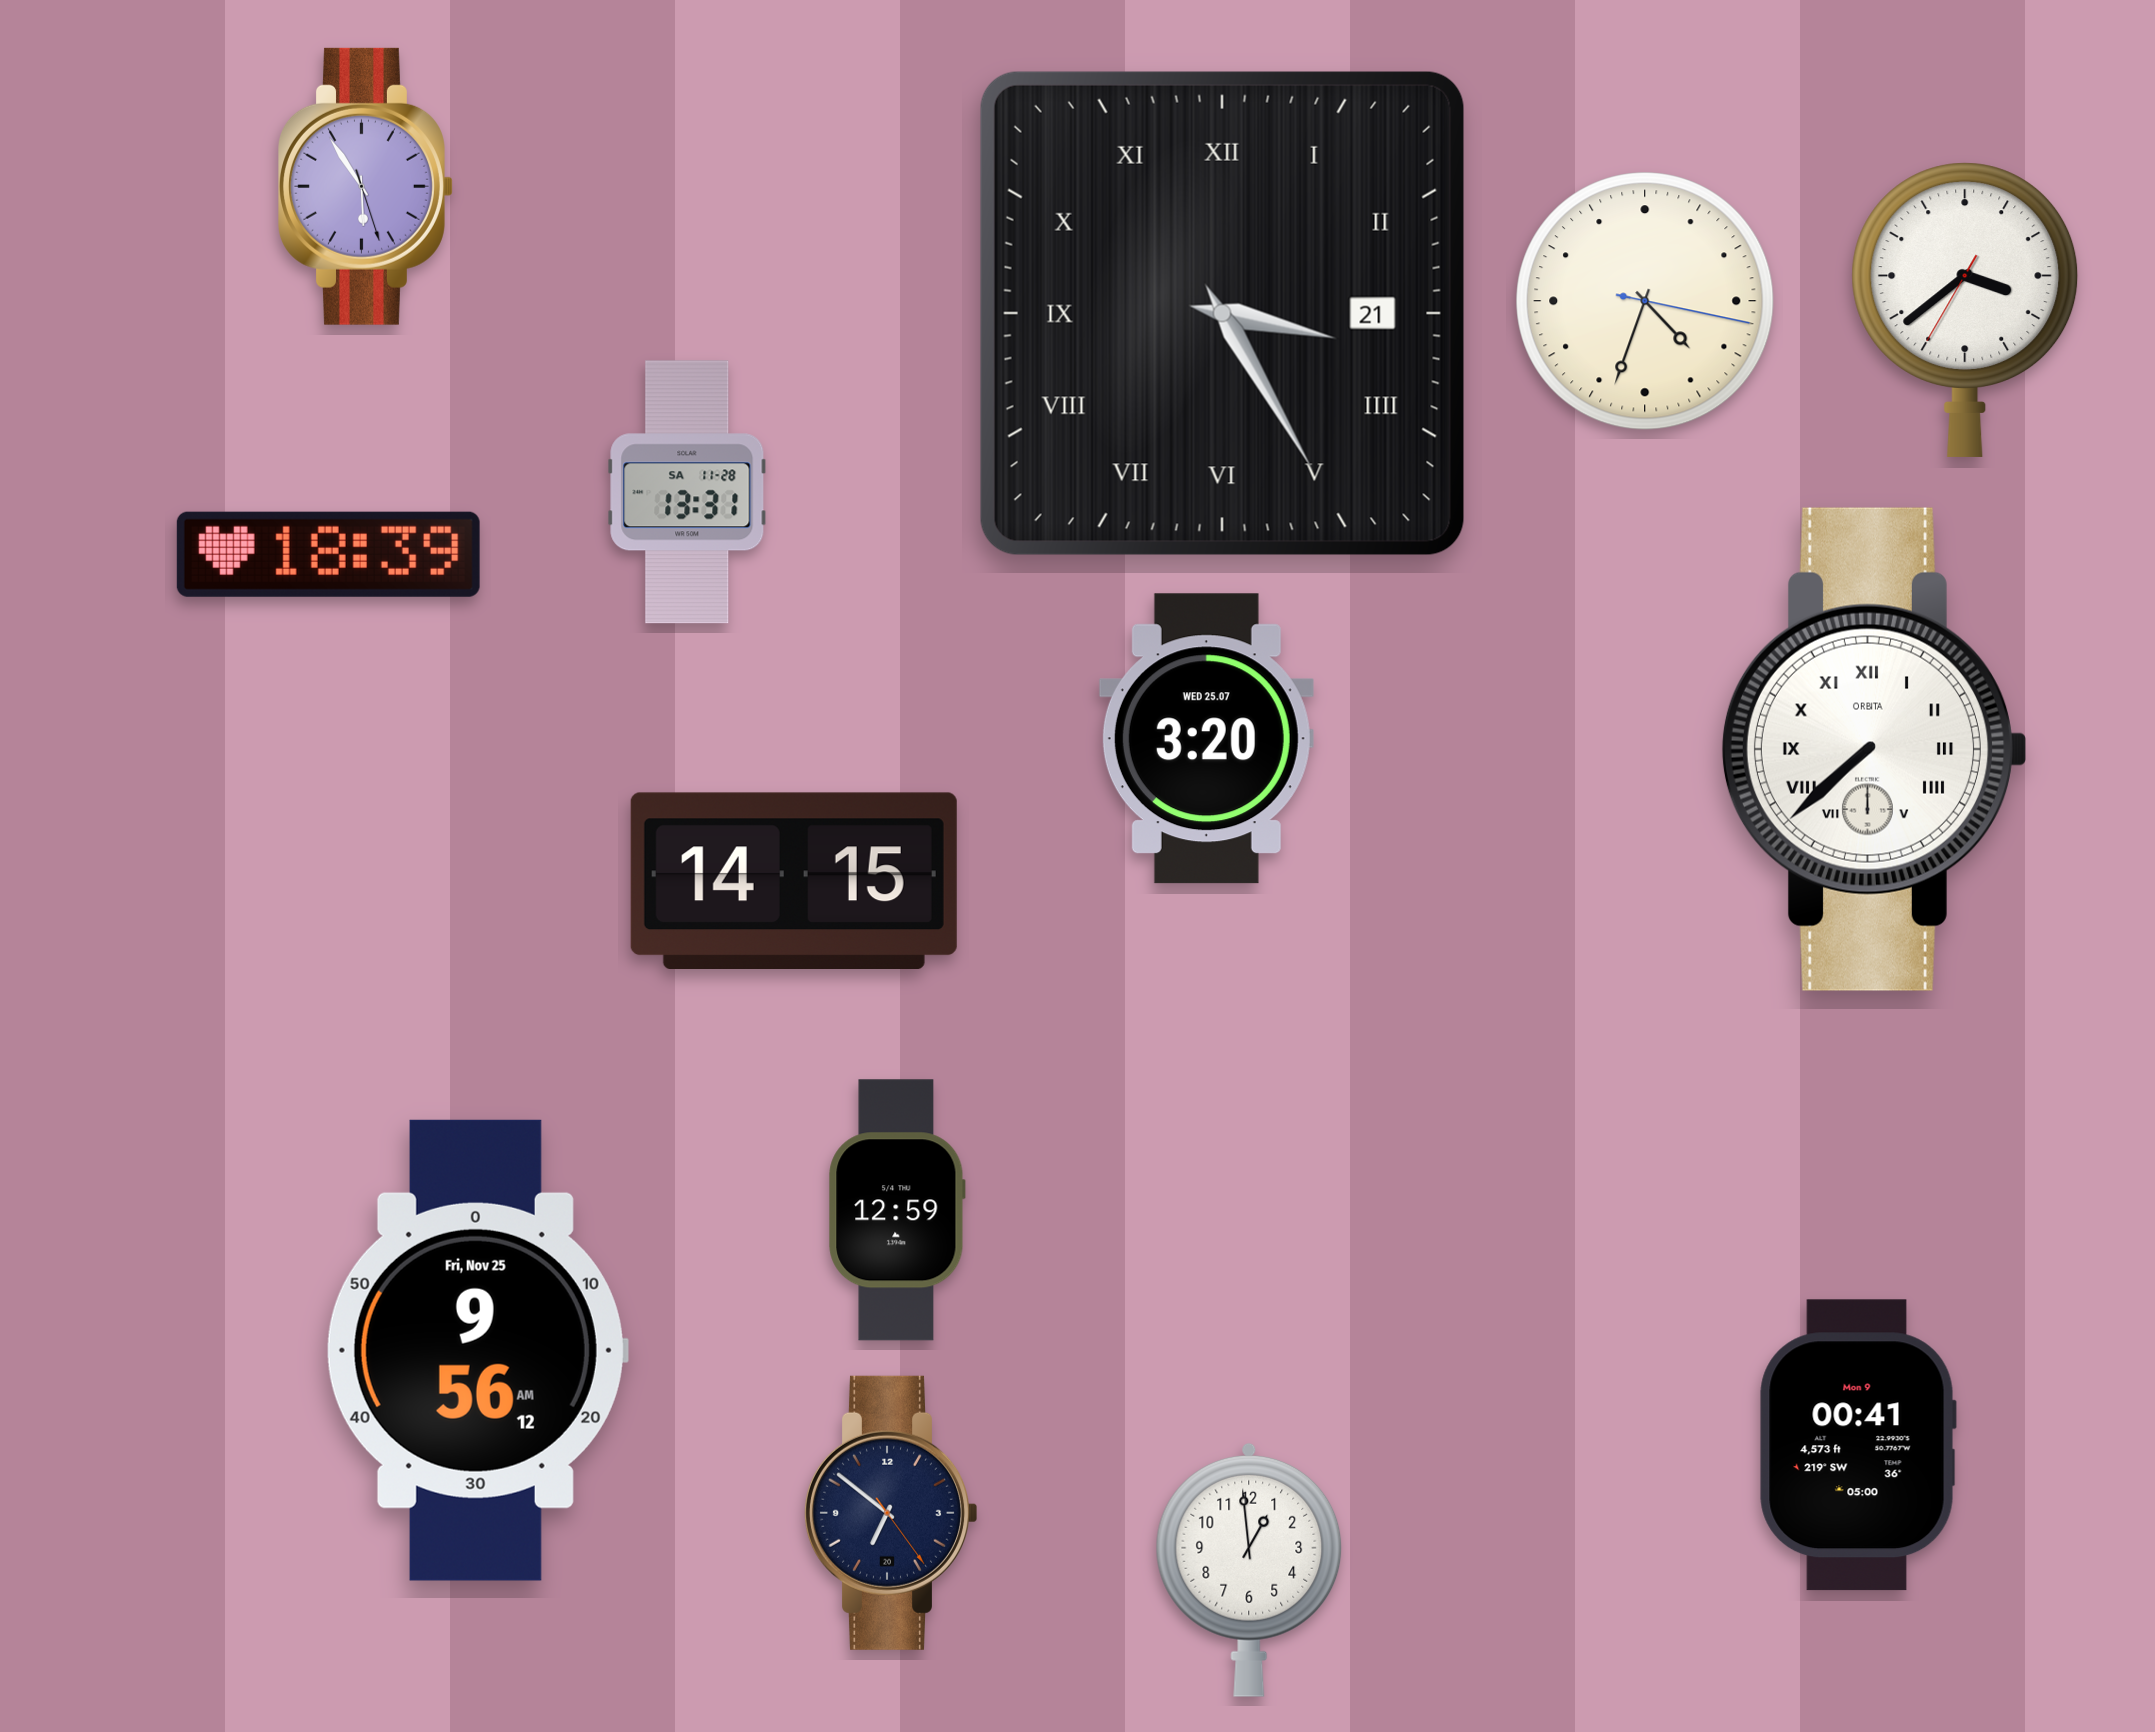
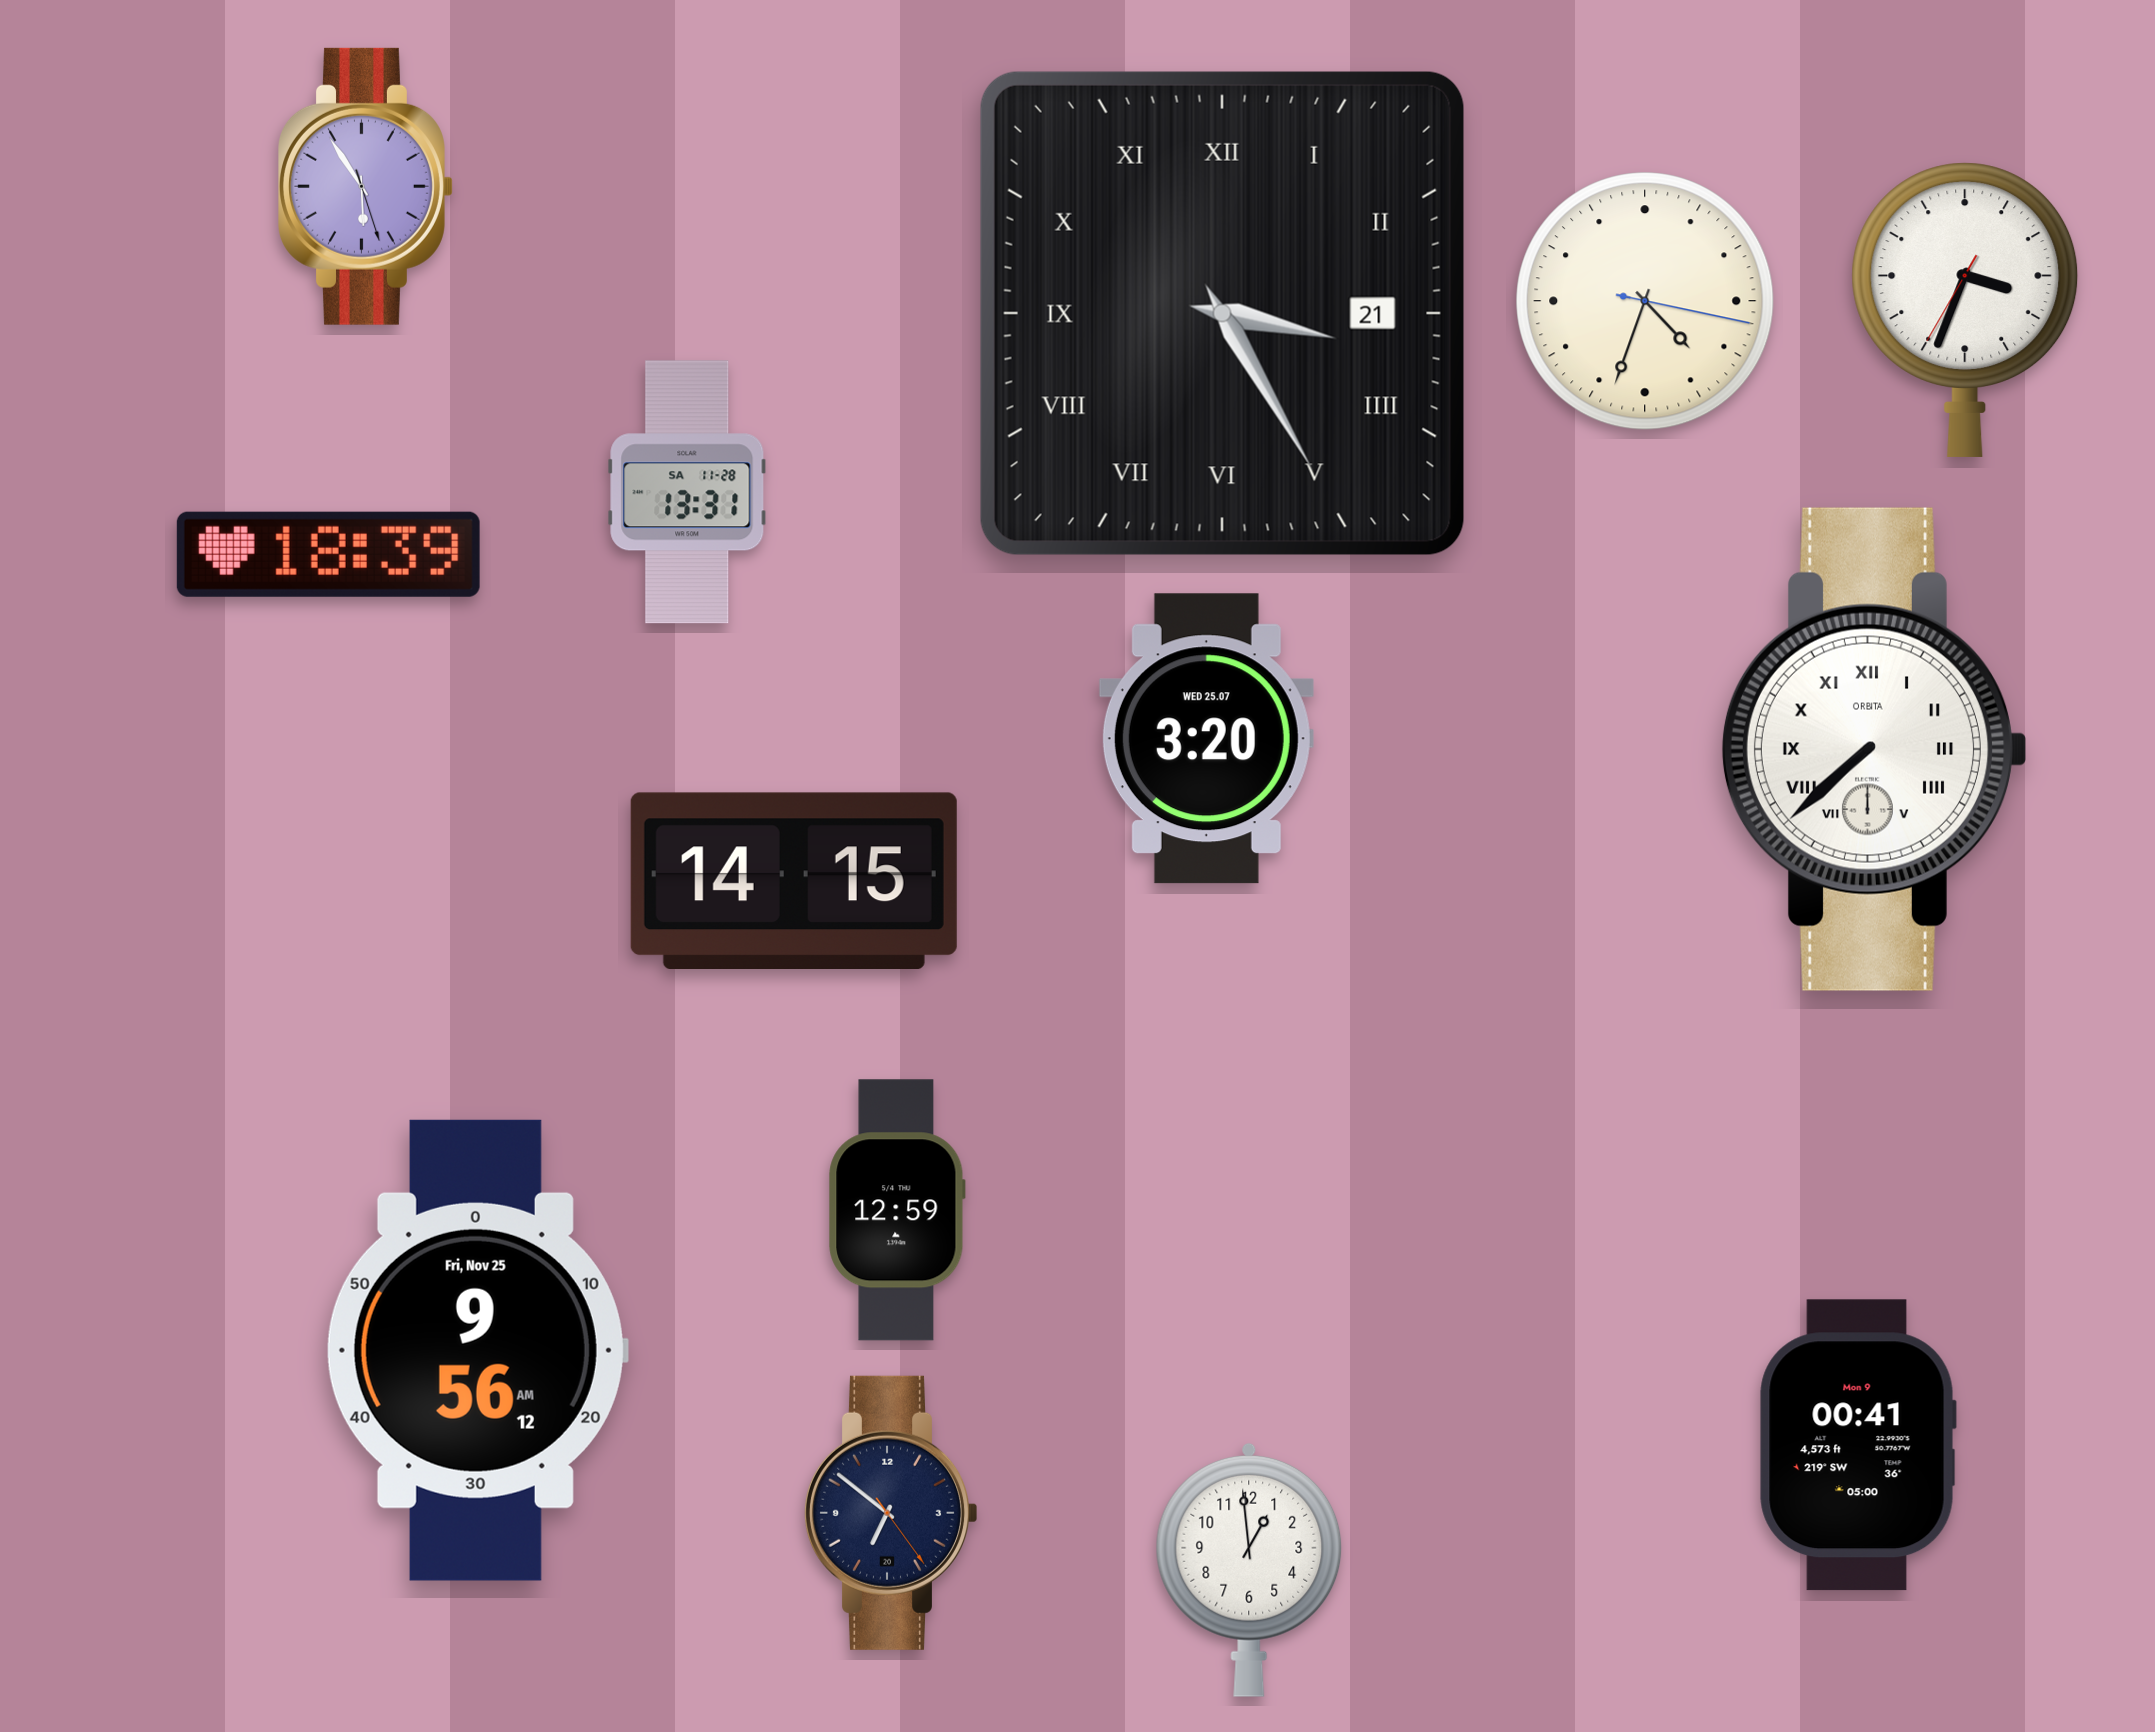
clock at (1965, 310): 3:38 -> 3:33
